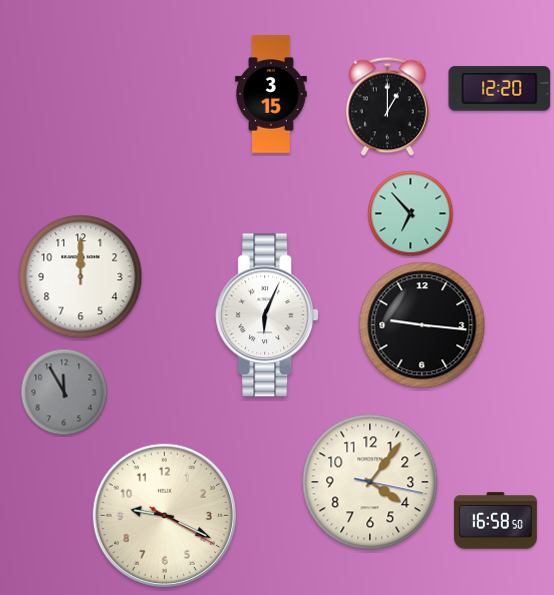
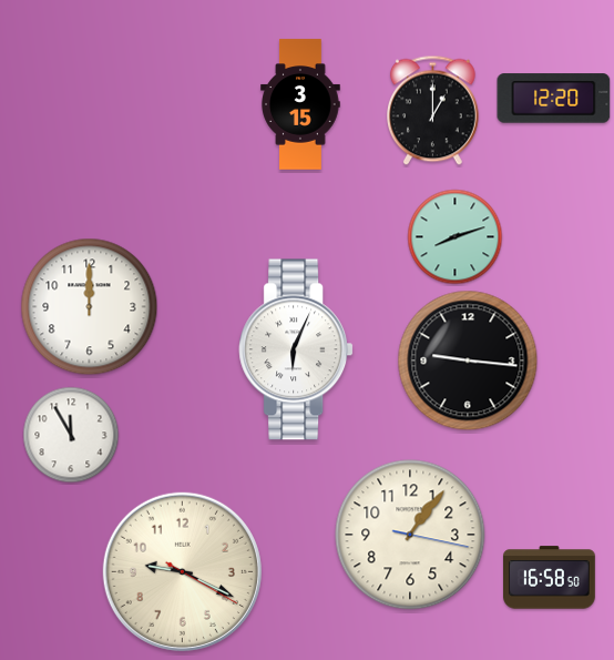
clock at (388, 107) position: (388, 107) -> (433, 111)
clock at (411, 214): 6:53 -> 8:12
clock at (64, 392) dial: grey -> white
clock at (370, 482): 4:06 -> 1:06
